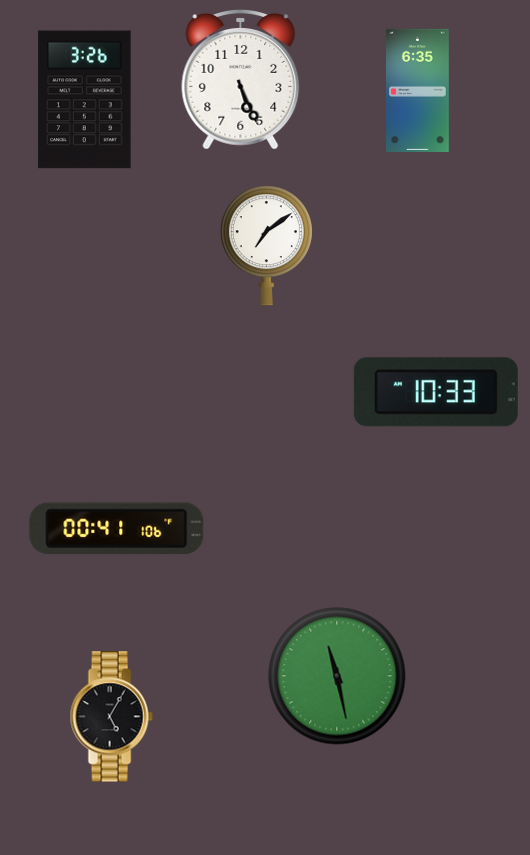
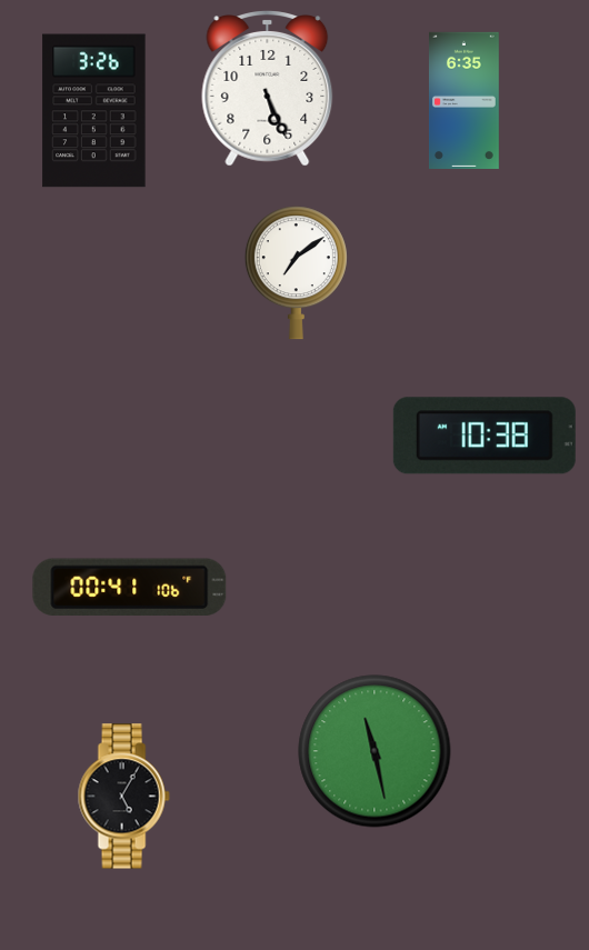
clock at (436, 392): 10:33 -> 10:38
